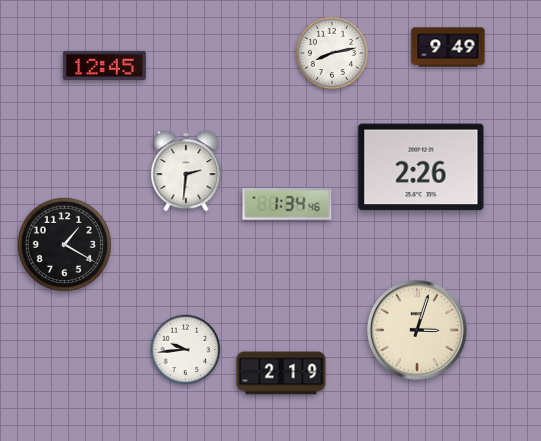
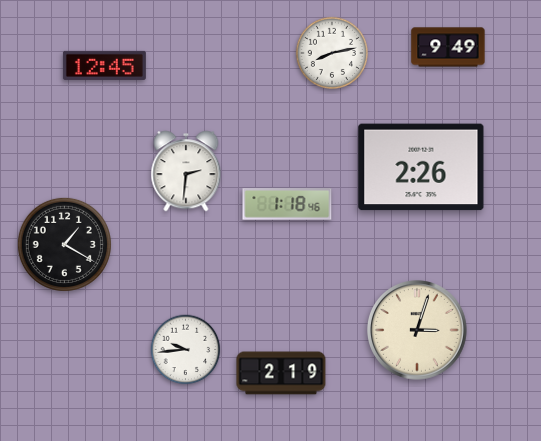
clock at (287, 204): 1:34 -> 1:18
